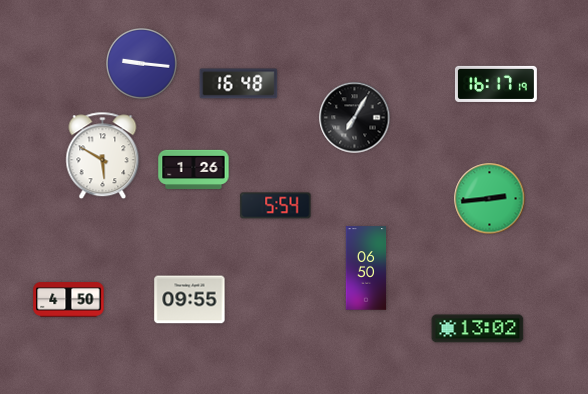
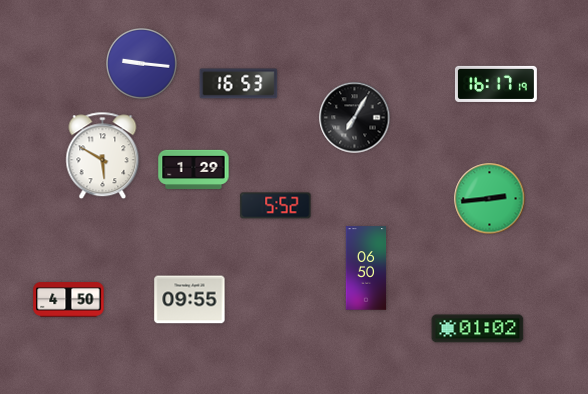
clock at (239, 84): 16:48 -> 16:53
clock at (194, 169): 1:26 -> 1:29
clock at (276, 206): 5:54 -> 5:52
clock at (478, 329): 13:02 -> 01:02
